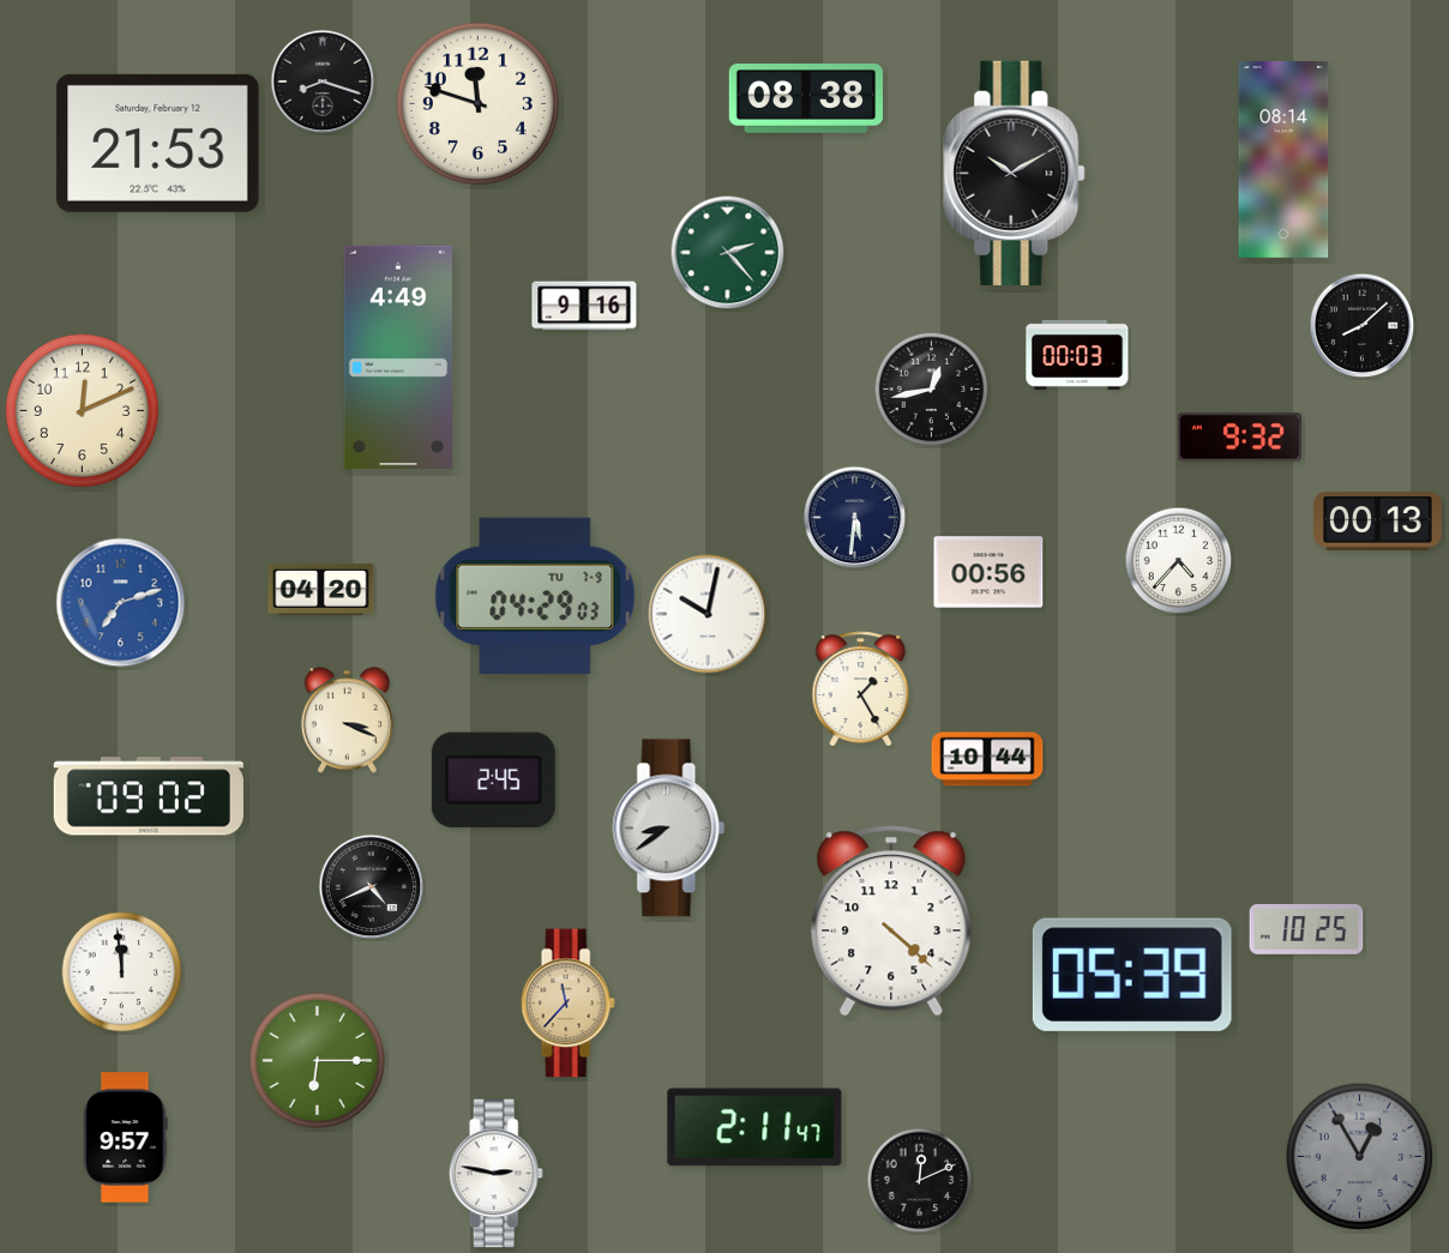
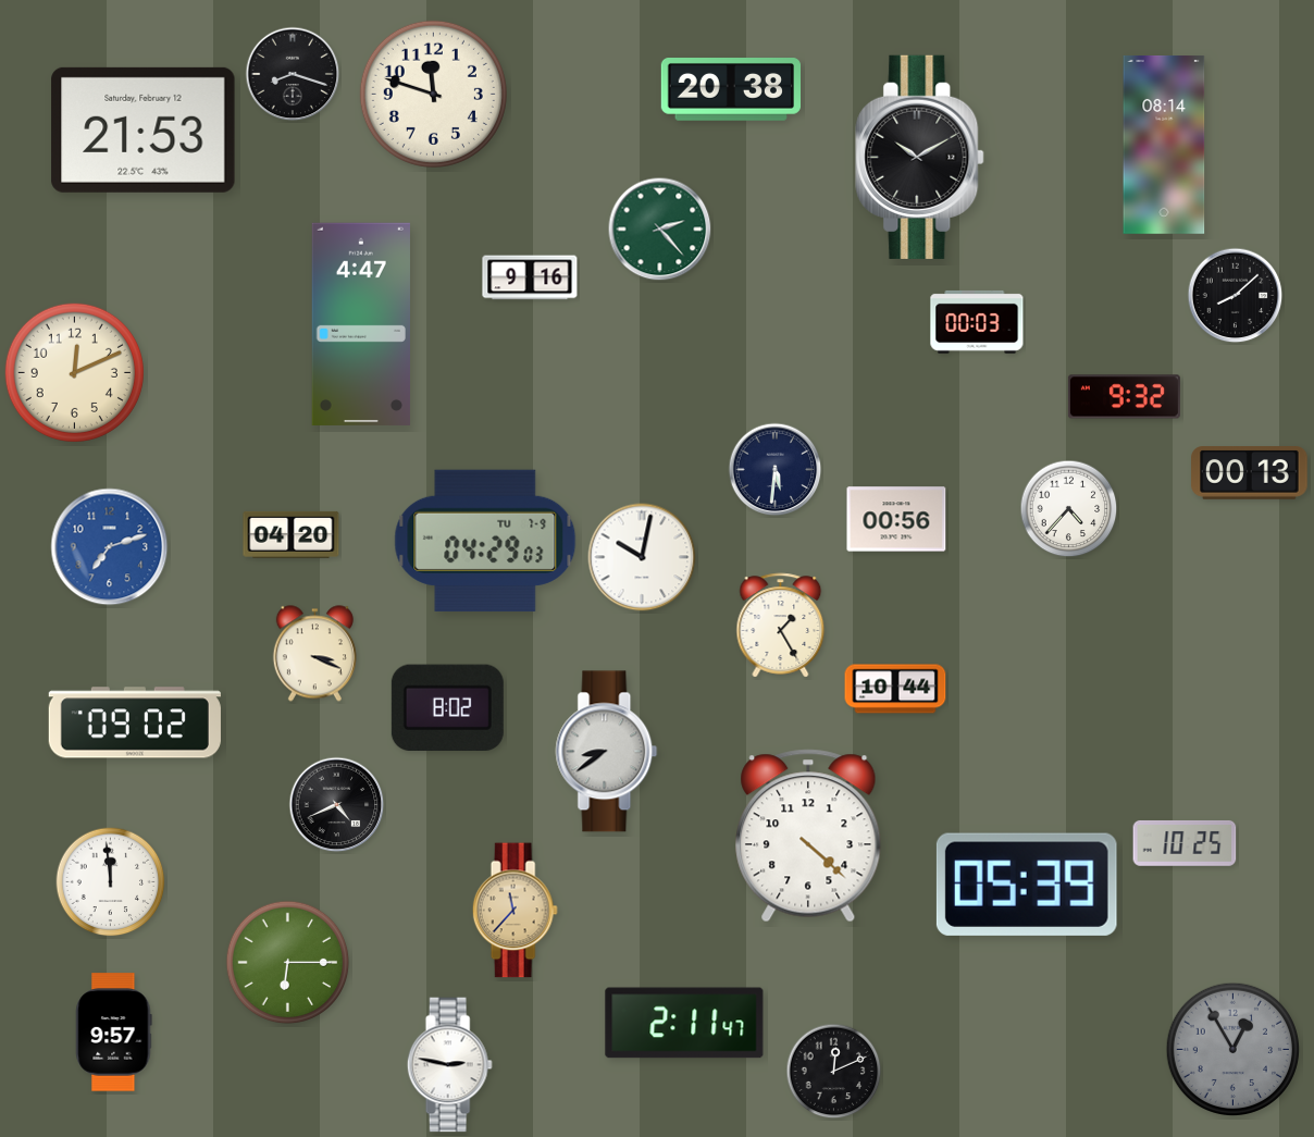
clock at (805, 100): 08:38 -> 20:38
clock at (398, 357): 4:49 -> 4:47
clock at (932, 390): 12:43 -> none
clock at (493, 779): 2:45 -> 8:02
